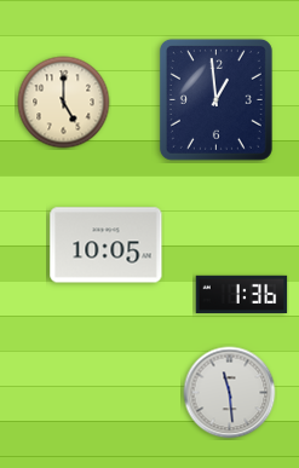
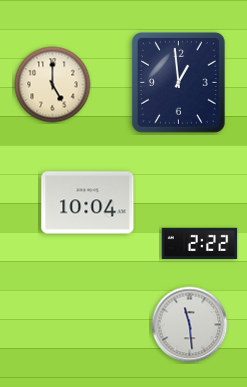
clock at (107, 245): 10:05 -> 10:04
clock at (242, 294): 1:36 -> 2:22
